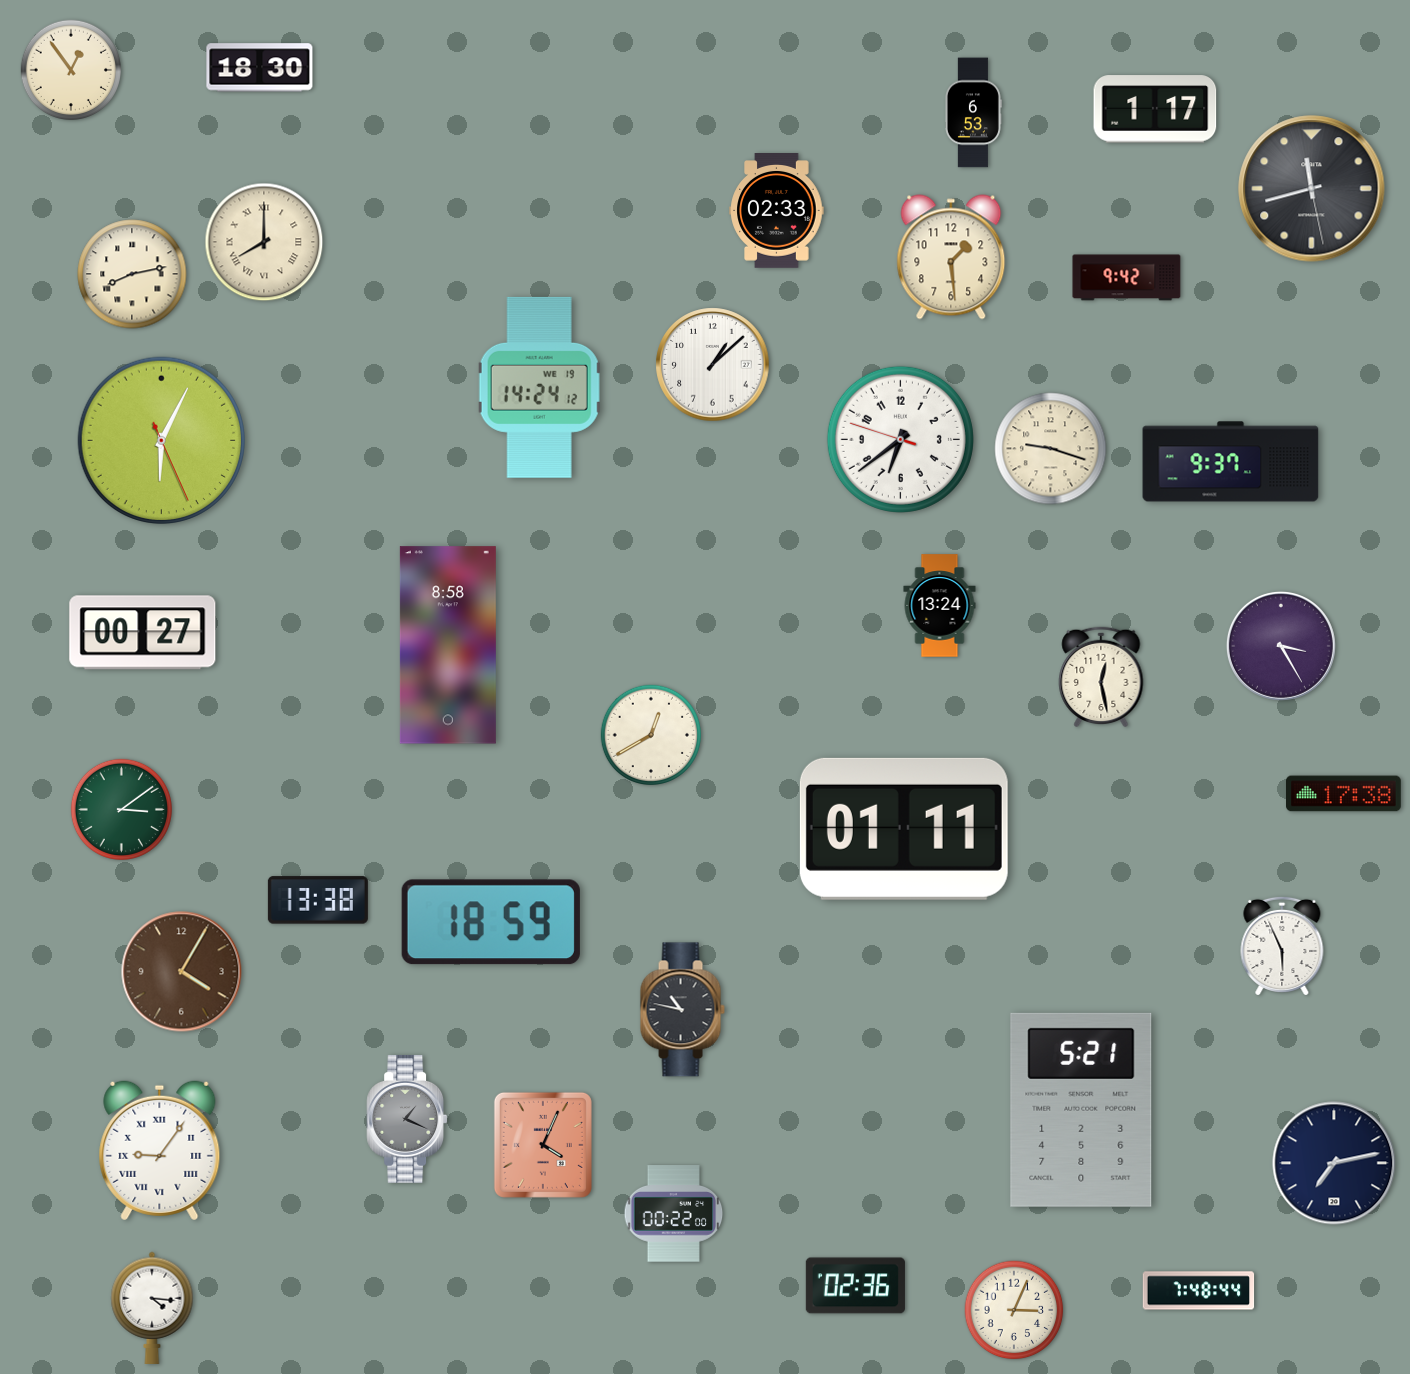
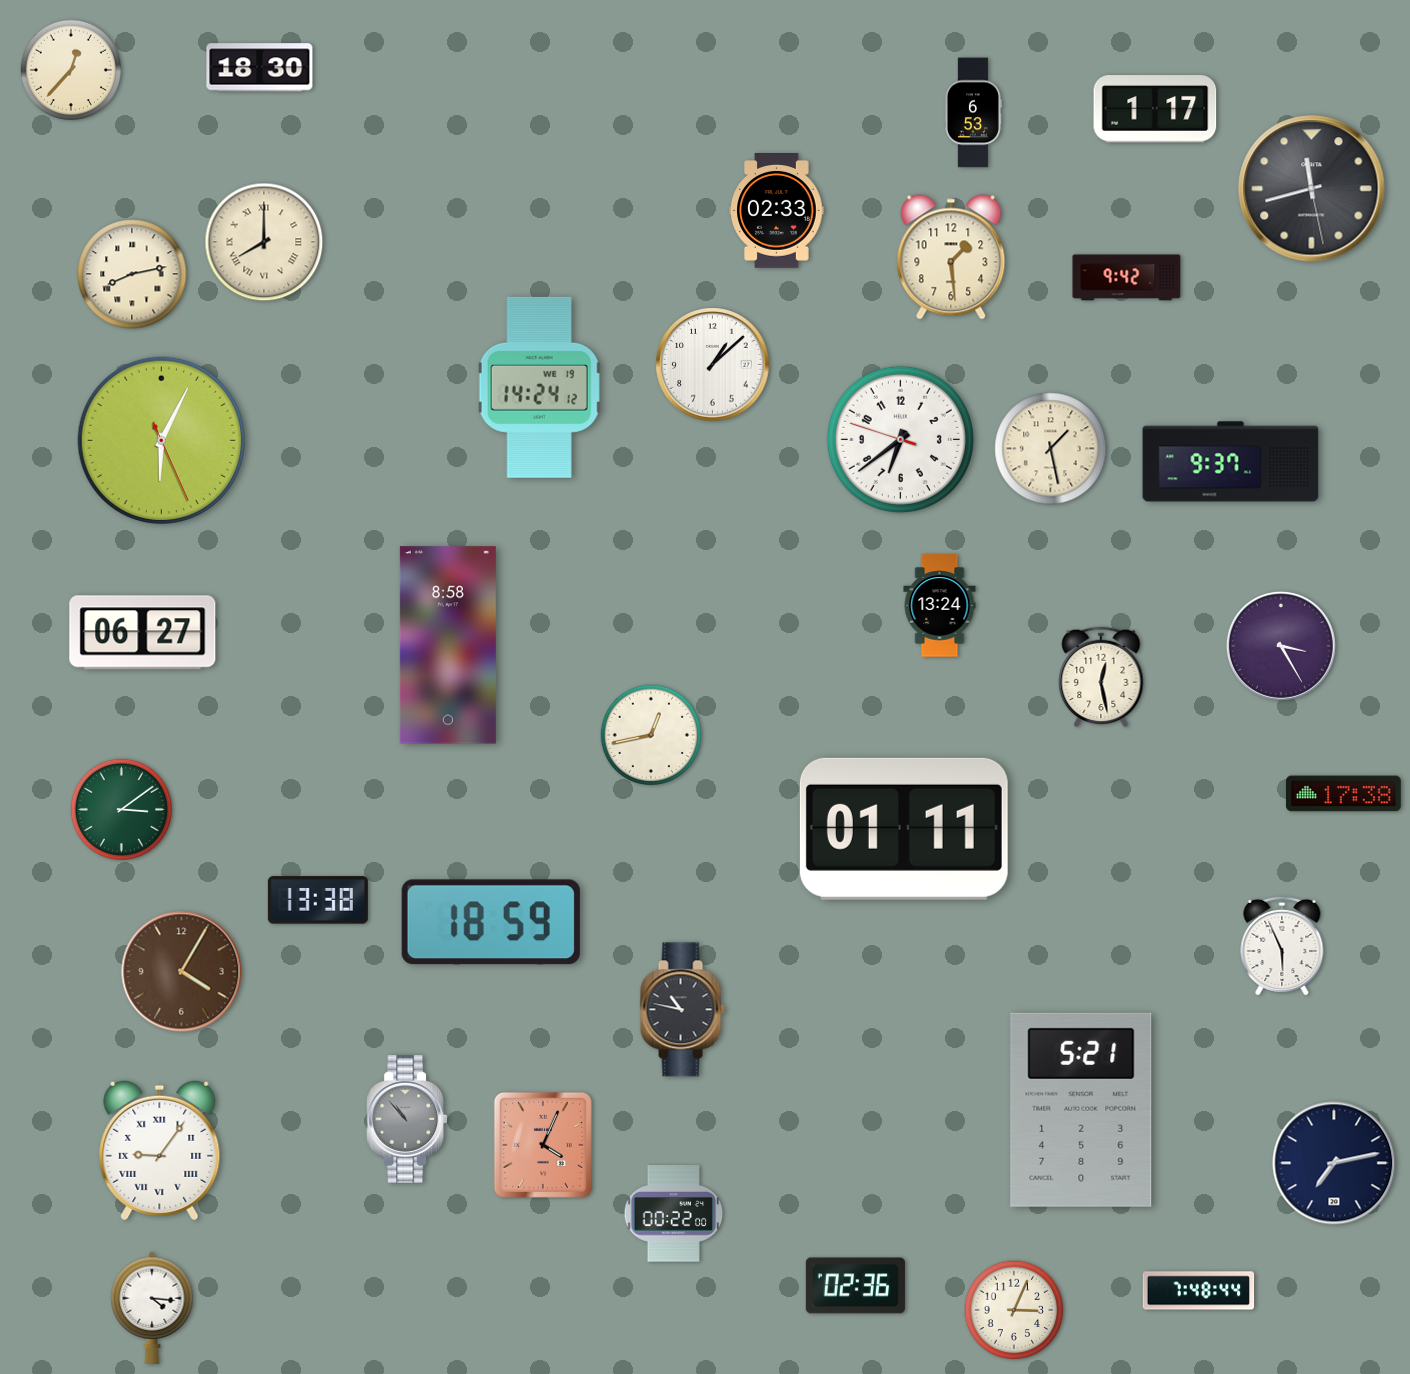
clock at (70, 69): 12:54 -> 12:37
clock at (1051, 449): 9:18 -> 1:28
clock at (143, 633): 00:27 -> 06:27
clock at (650, 734): 12:40 -> 12:43
clock at (407, 1119): 1:19 -> 10:53
